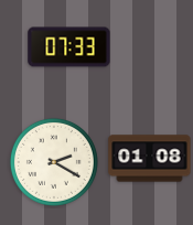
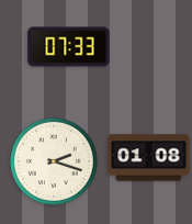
clock at (54, 162): 2:20 -> 2:18
